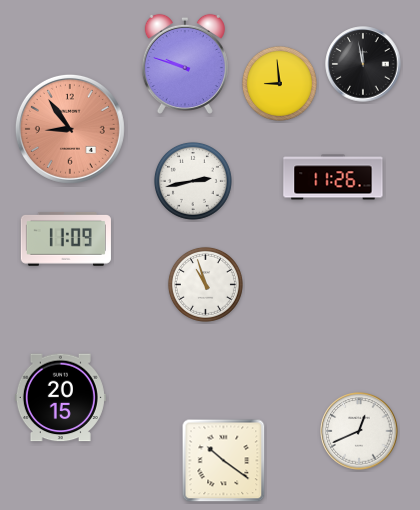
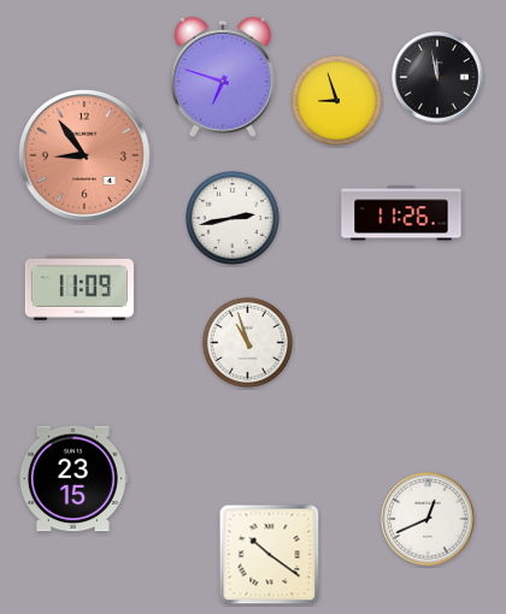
clock at (185, 63): 9:48 -> 6:48
clock at (279, 83): 8:59 -> 8:57
clock at (60, 398): 20:15 -> 23:15
clock at (359, 431) position: (359, 431) -> (428, 519)
